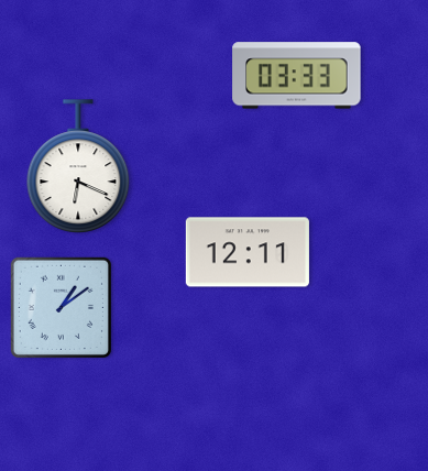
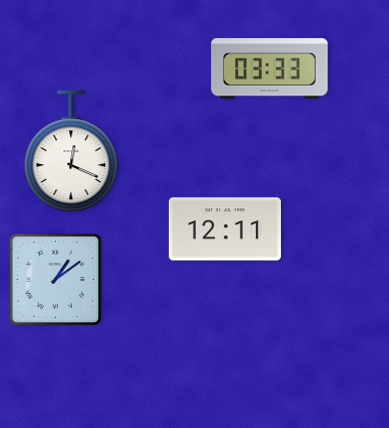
clock at (78, 166): 6:19 -> 12:19
